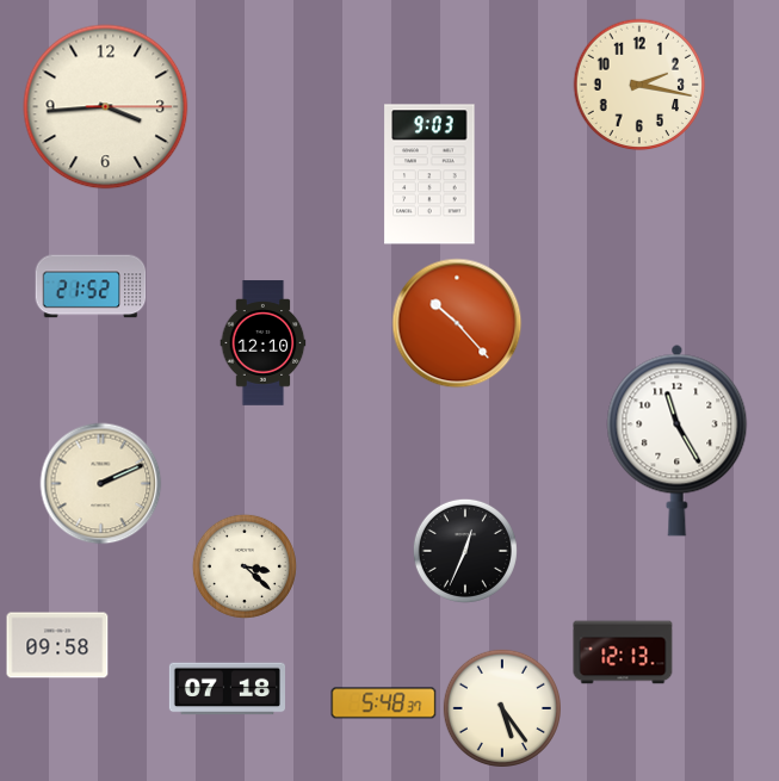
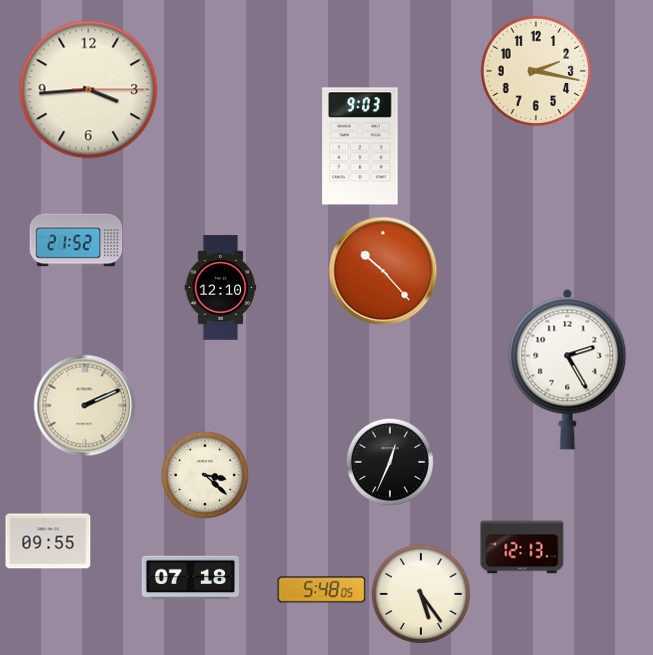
clock at (678, 440): 11:25 -> 2:25
clock at (57, 645): 09:58 -> 09:55
clock at (384, 703): 5:48:37 -> 5:48:05
